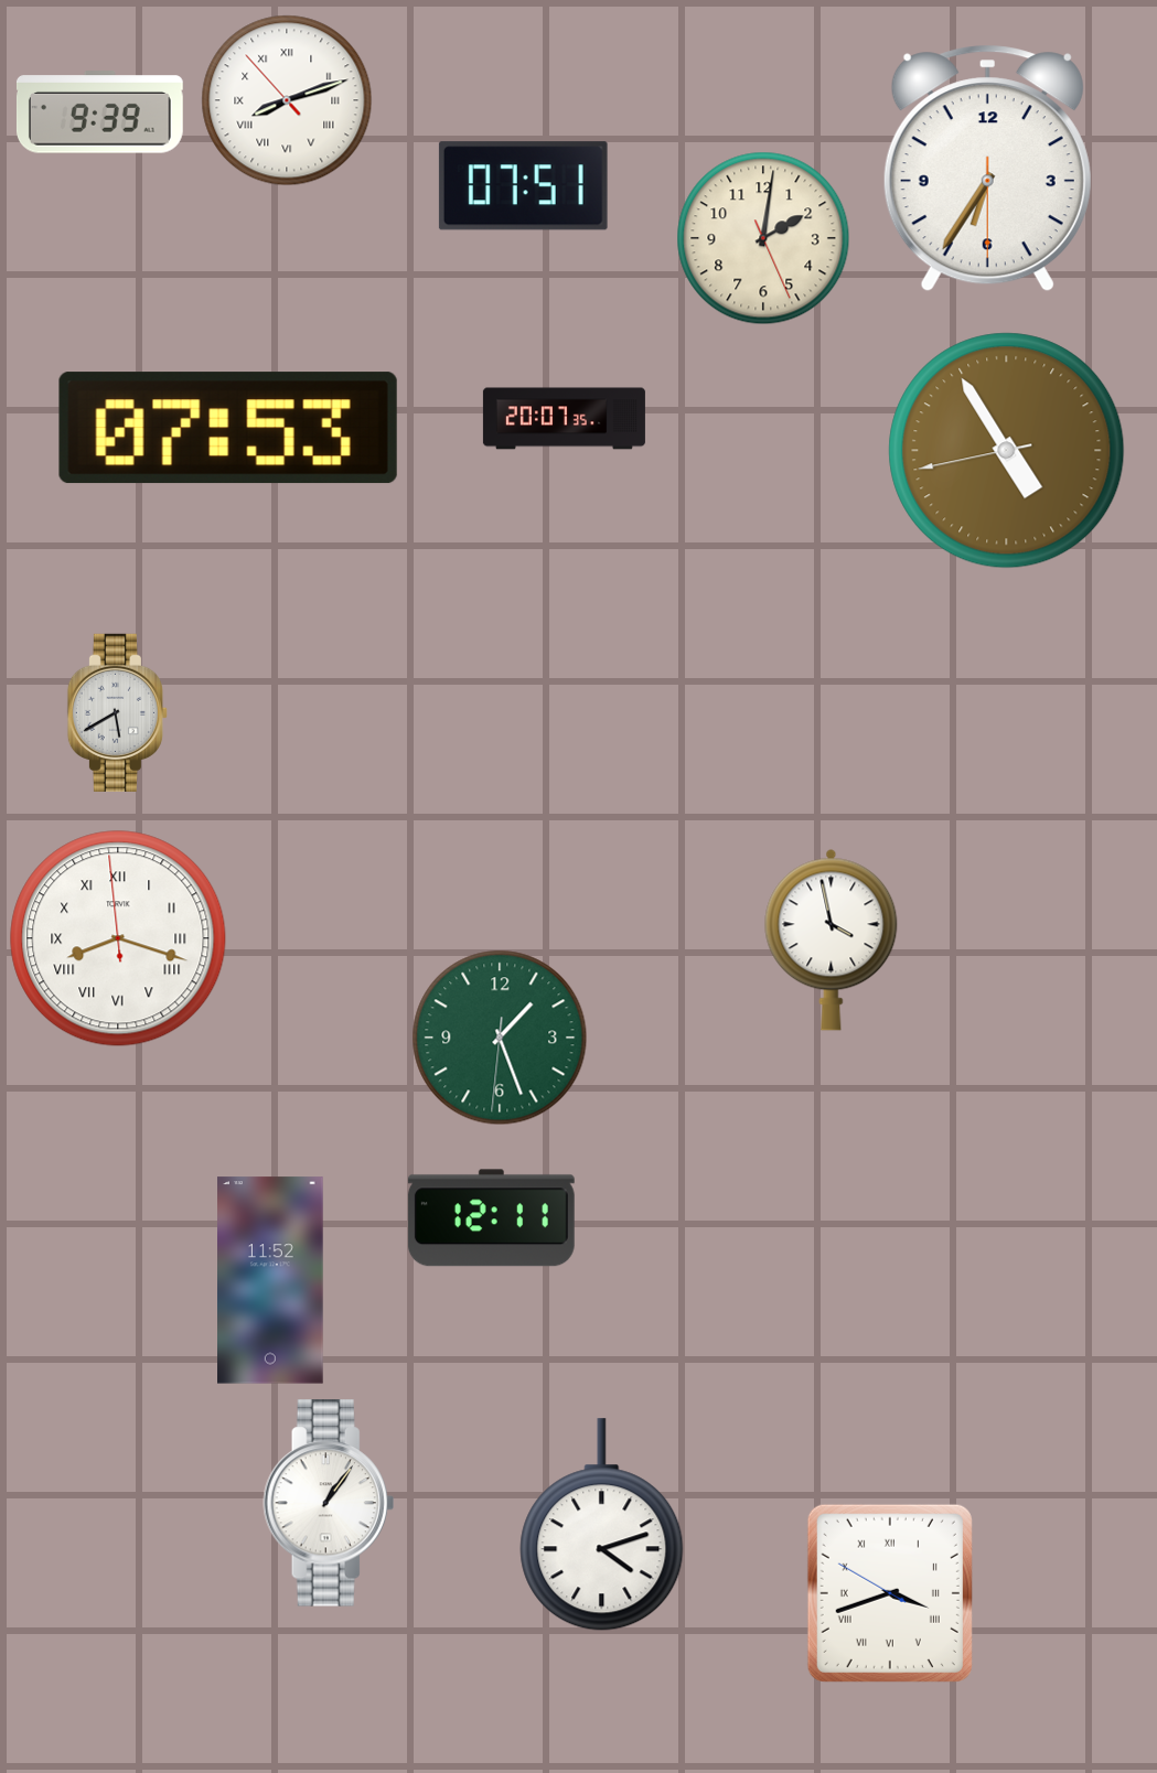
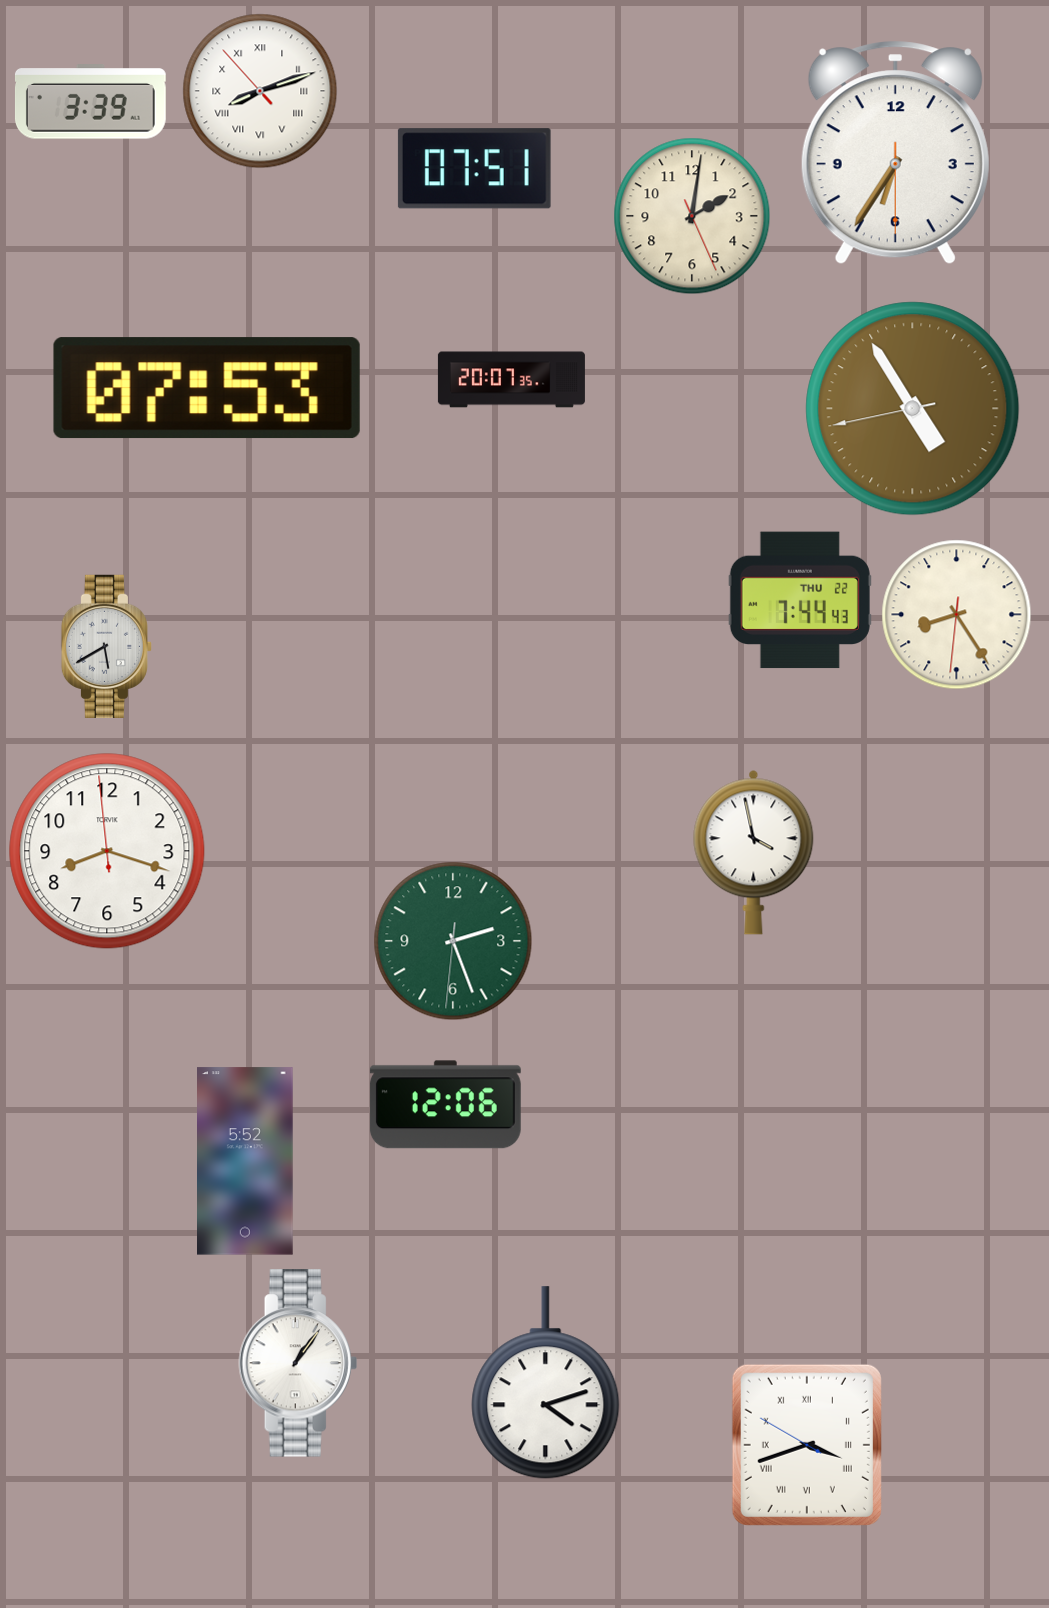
clock at (99, 112): 9:39 -> 3:39
clock at (800, 600): none -> 7:44
clock at (957, 615): none -> 8:24
clock at (118, 938) numerals: Roman -> Arabic
clock at (500, 1038): 1:26 -> 2:26
clock at (491, 1218): 12:11 -> 12:06
clock at (271, 1280): 11:52 -> 5:52
